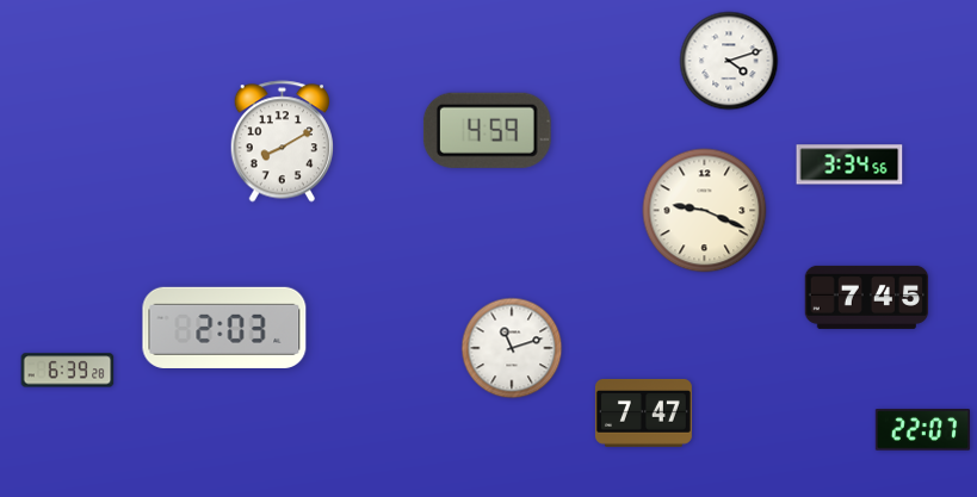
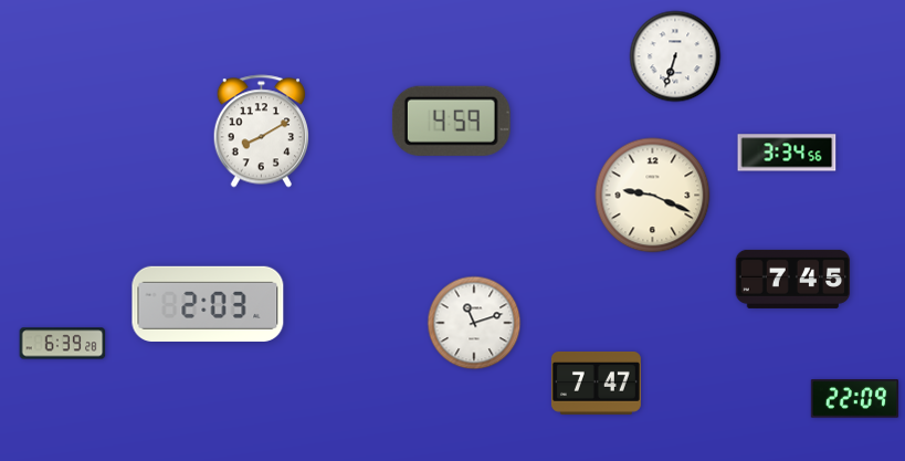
clock at (729, 61): 4:12 -> 6:33
clock at (867, 297) position: (867, 297) -> (793, 279)
clock at (922, 430): 22:07 -> 22:09
